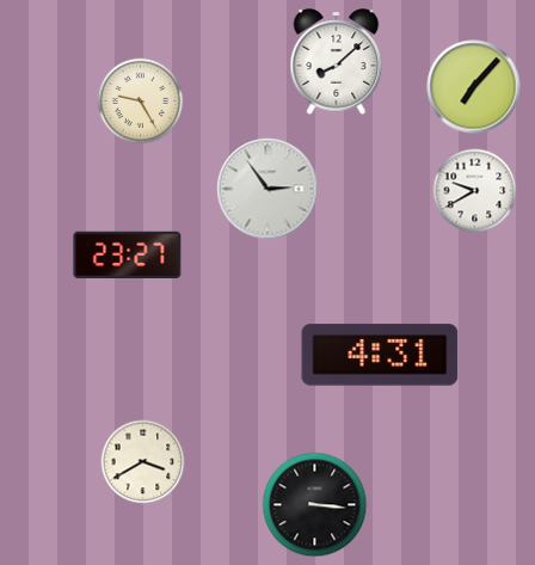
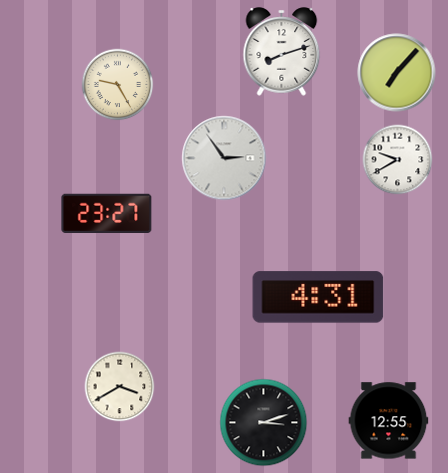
clock at (337, 62): 8:08 -> 8:12
clock at (389, 421): none -> 12:55
clock at (315, 505): 3:16 -> 3:12
